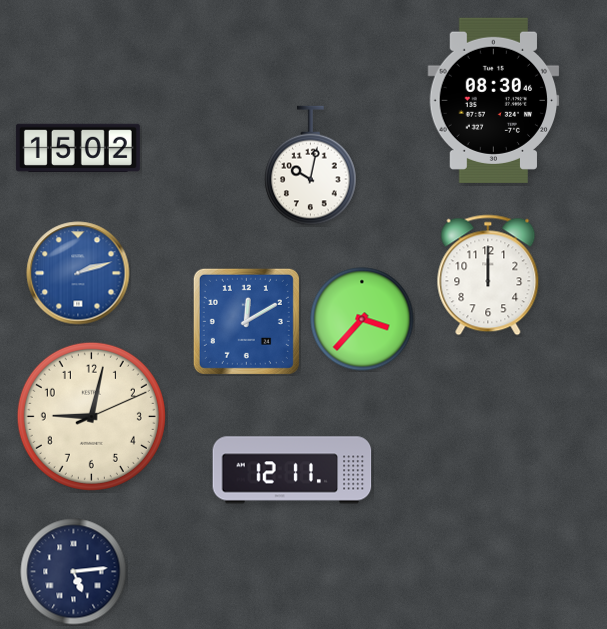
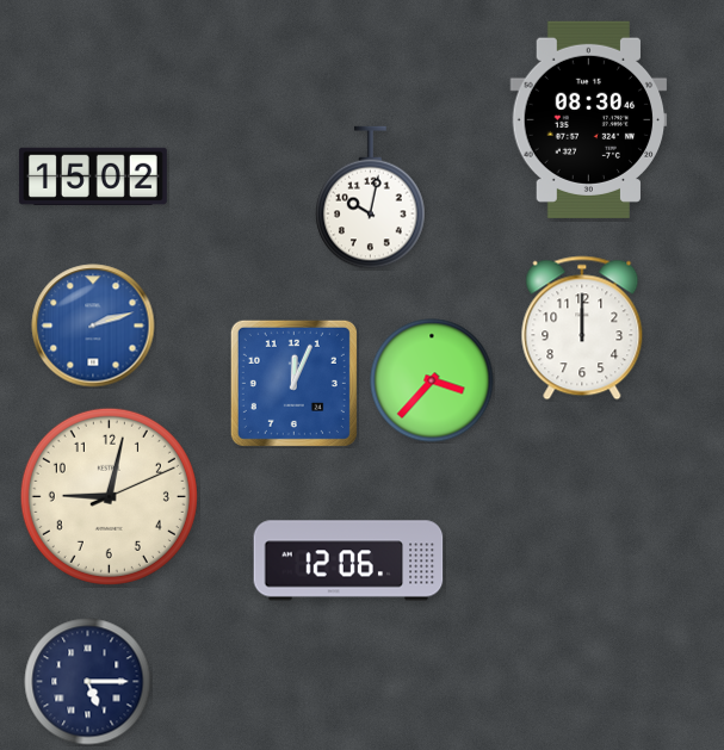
clock at (246, 321): 12:10 -> 12:04
clock at (292, 470): 12:11 -> 12:06
clock at (74, 572): 5:14 -> 5:15
